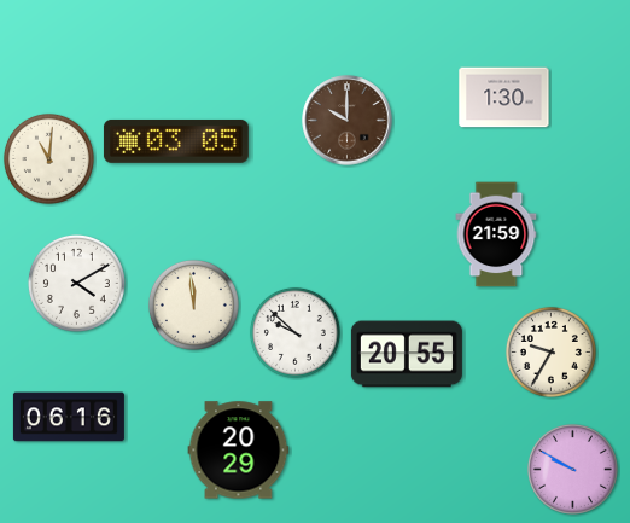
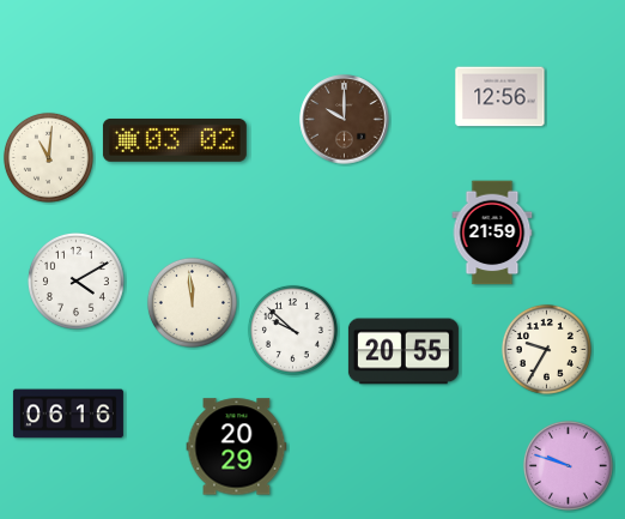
clock at (504, 98): 1:30 -> 12:56
clock at (176, 141): 03:05 -> 03:02
clock at (572, 469): 9:50 -> 9:48
